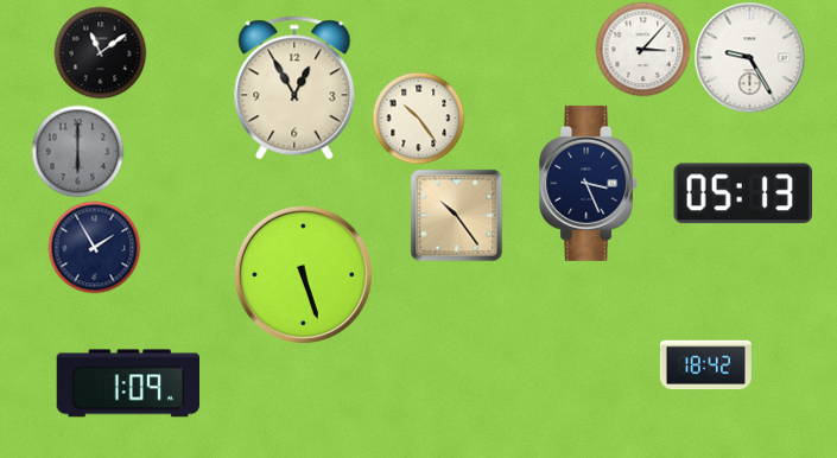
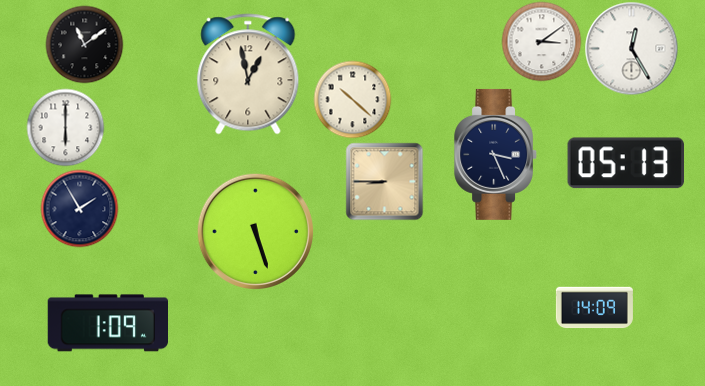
clock at (642, 49): 3:07 -> 3:09
clock at (749, 57): 9:25 -> 12:25
clock at (294, 88): 12:55 -> 12:58
clock at (418, 117): 10:24 -> 10:22
clock at (77, 151) dial: grey -> white
clock at (456, 215): 10:24 -> 8:45
clock at (705, 365): 18:42 -> 14:09
